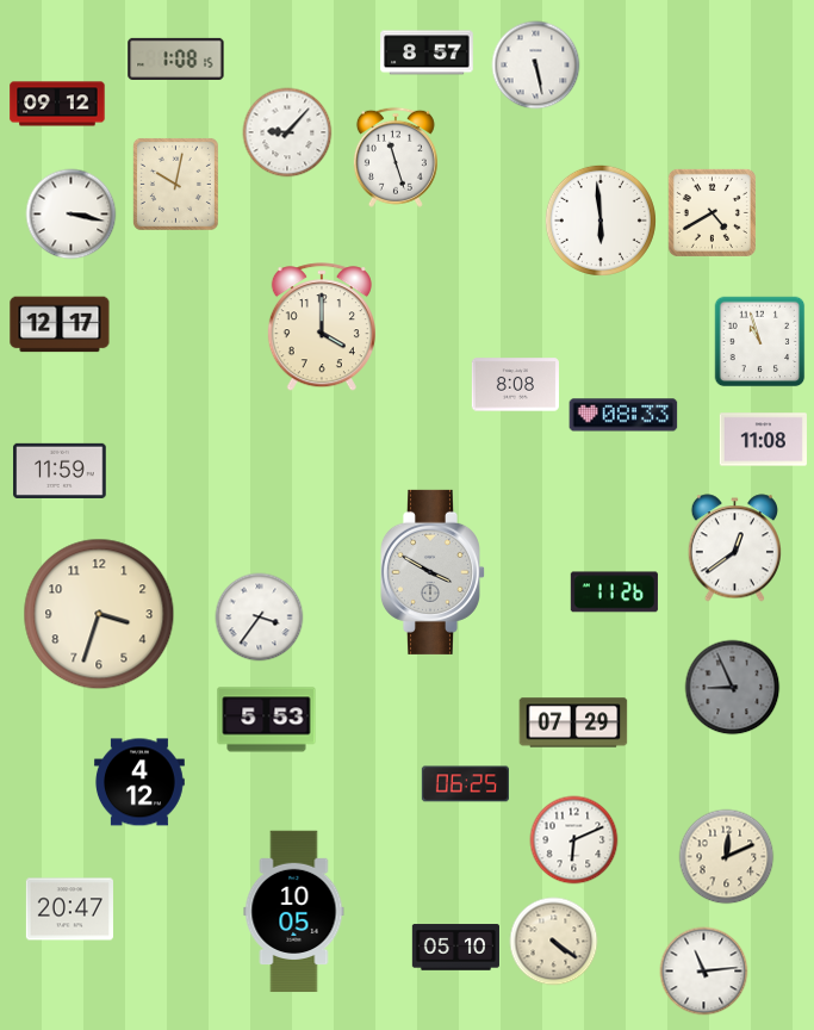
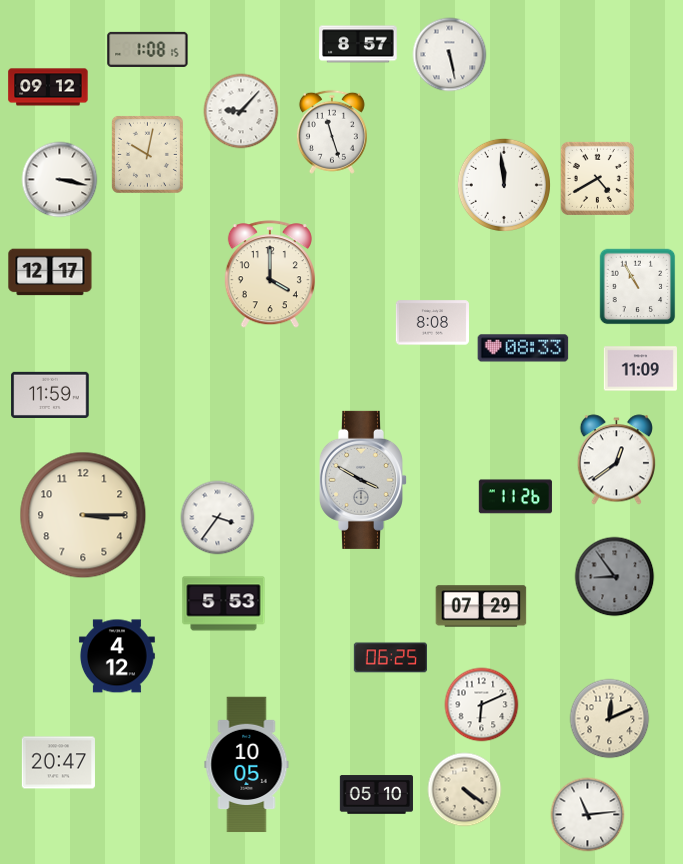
clock at (601, 221): 5:59 -> 11:59
clock at (760, 342): 10:57 -> 10:55
clock at (763, 440): 11:08 -> 11:09
clock at (99, 614): 3:33 -> 3:15
clock at (733, 688): 8:56 -> 8:54
clock at (455, 948) position: (455, 948) -> (376, 795)
clock at (704, 972) position: (704, 972) -> (588, 815)
